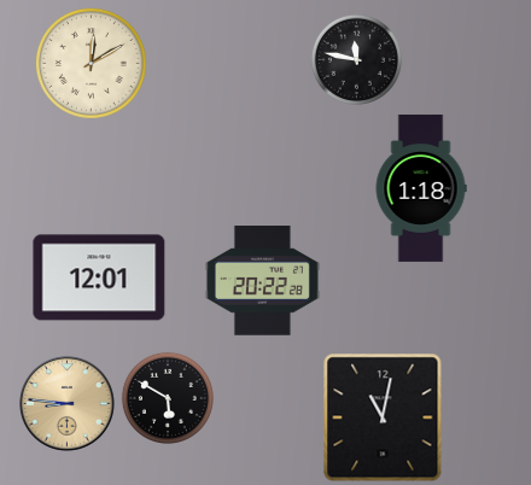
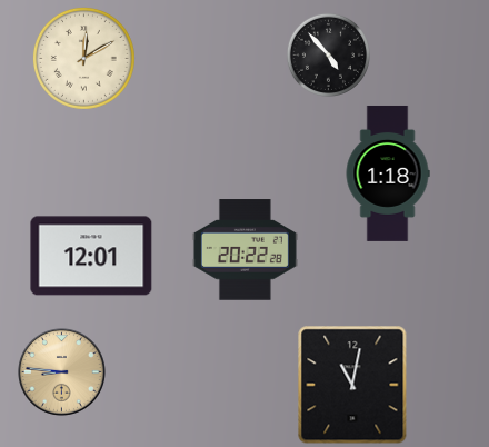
clock at (356, 59): 11:47 -> 4:53
clock at (262, 281) position: (262, 281) -> (244, 250)
clock at (168, 398): 5:50 -> none
